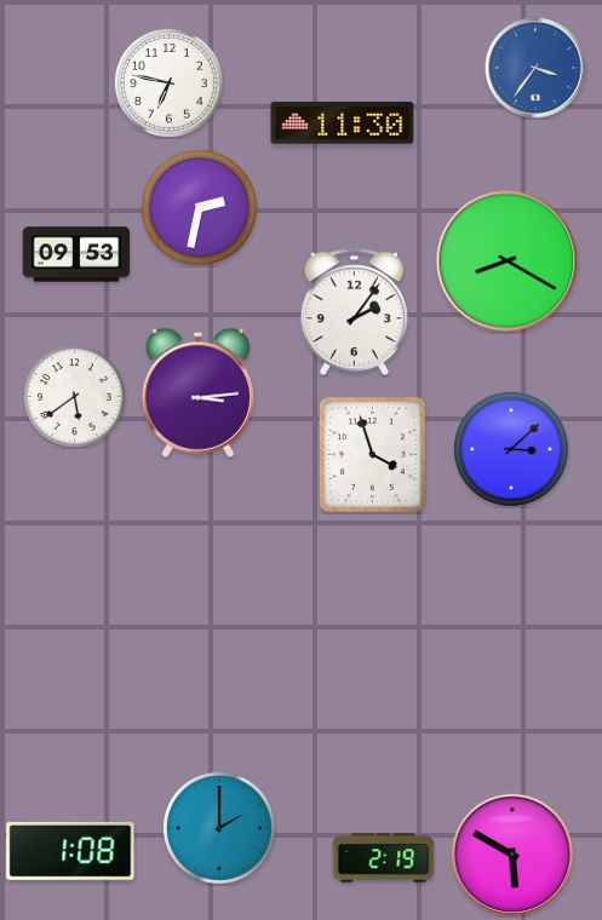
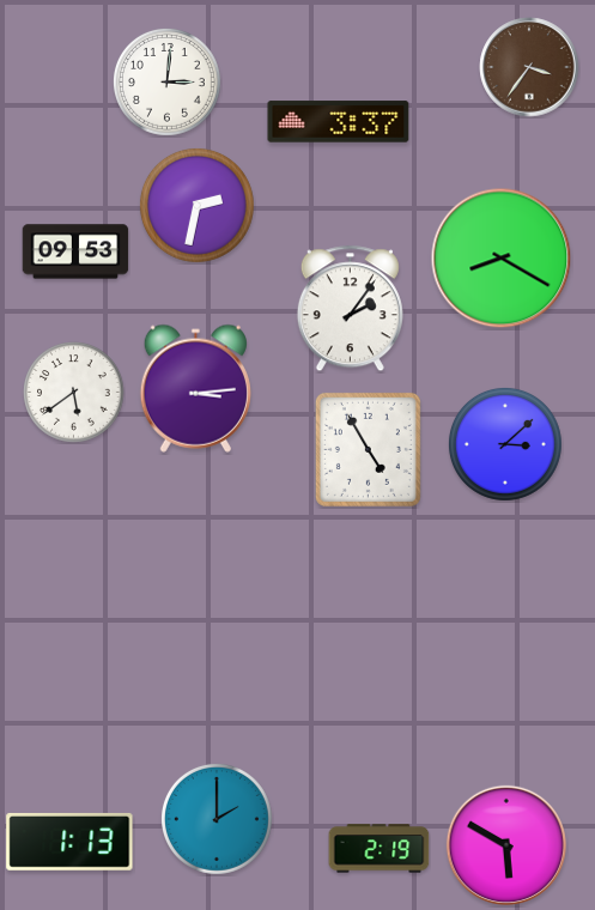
clock at (535, 68) dial: blue -> brown
clock at (170, 84): 6:47 -> 3:01
clock at (343, 123): 11:30 -> 3:37
clock at (372, 454): 3:57 -> 4:55
clock at (70, 851): 1:08 -> 1:13
